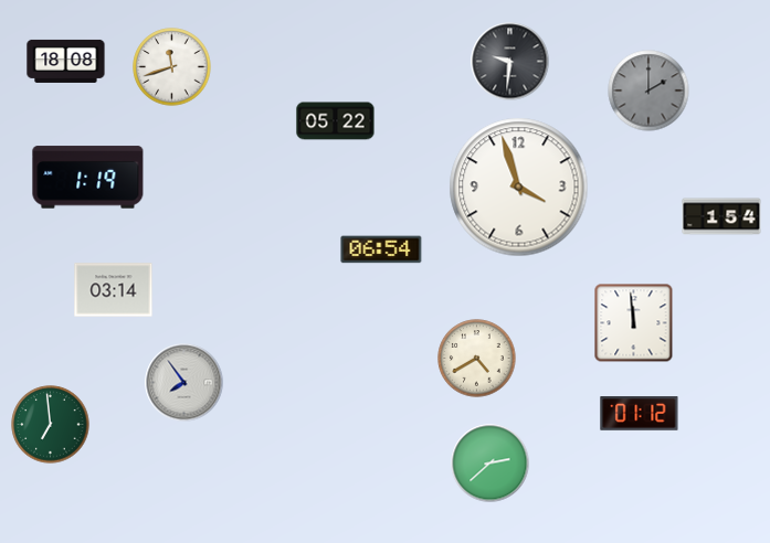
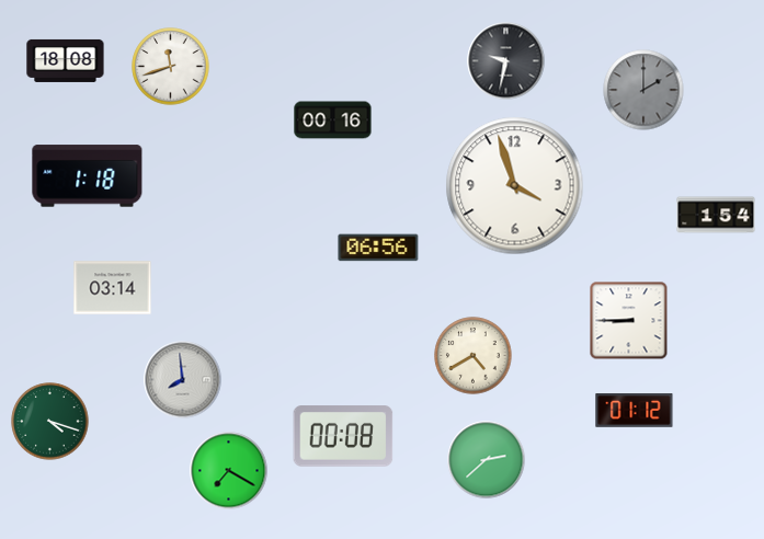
clock at (510, 62): 9:31 -> 9:32
clock at (336, 121): 05:22 -> 00:16
clock at (88, 178): 1:19 -> 1:18
clock at (381, 249): 06:54 -> 06:56
clock at (634, 323): 11:59 -> 8:45
clock at (184, 383): 7:54 -> 7:59
clock at (51, 425): 6:59 -> 4:18
clock at (343, 436): none -> 00:08
clock at (229, 471): none -> 7:20
